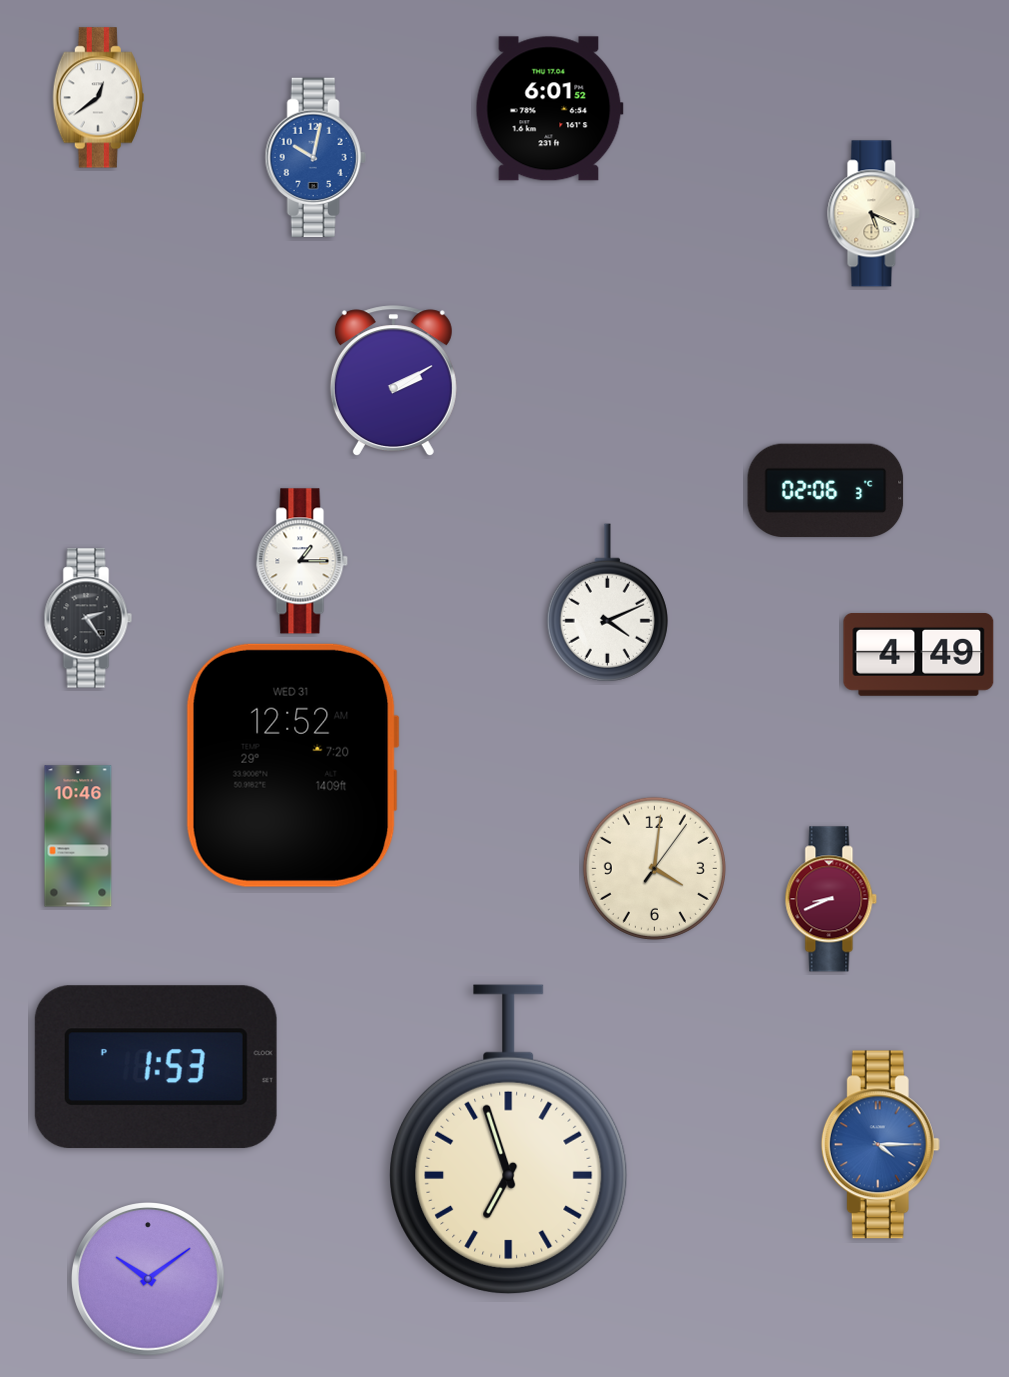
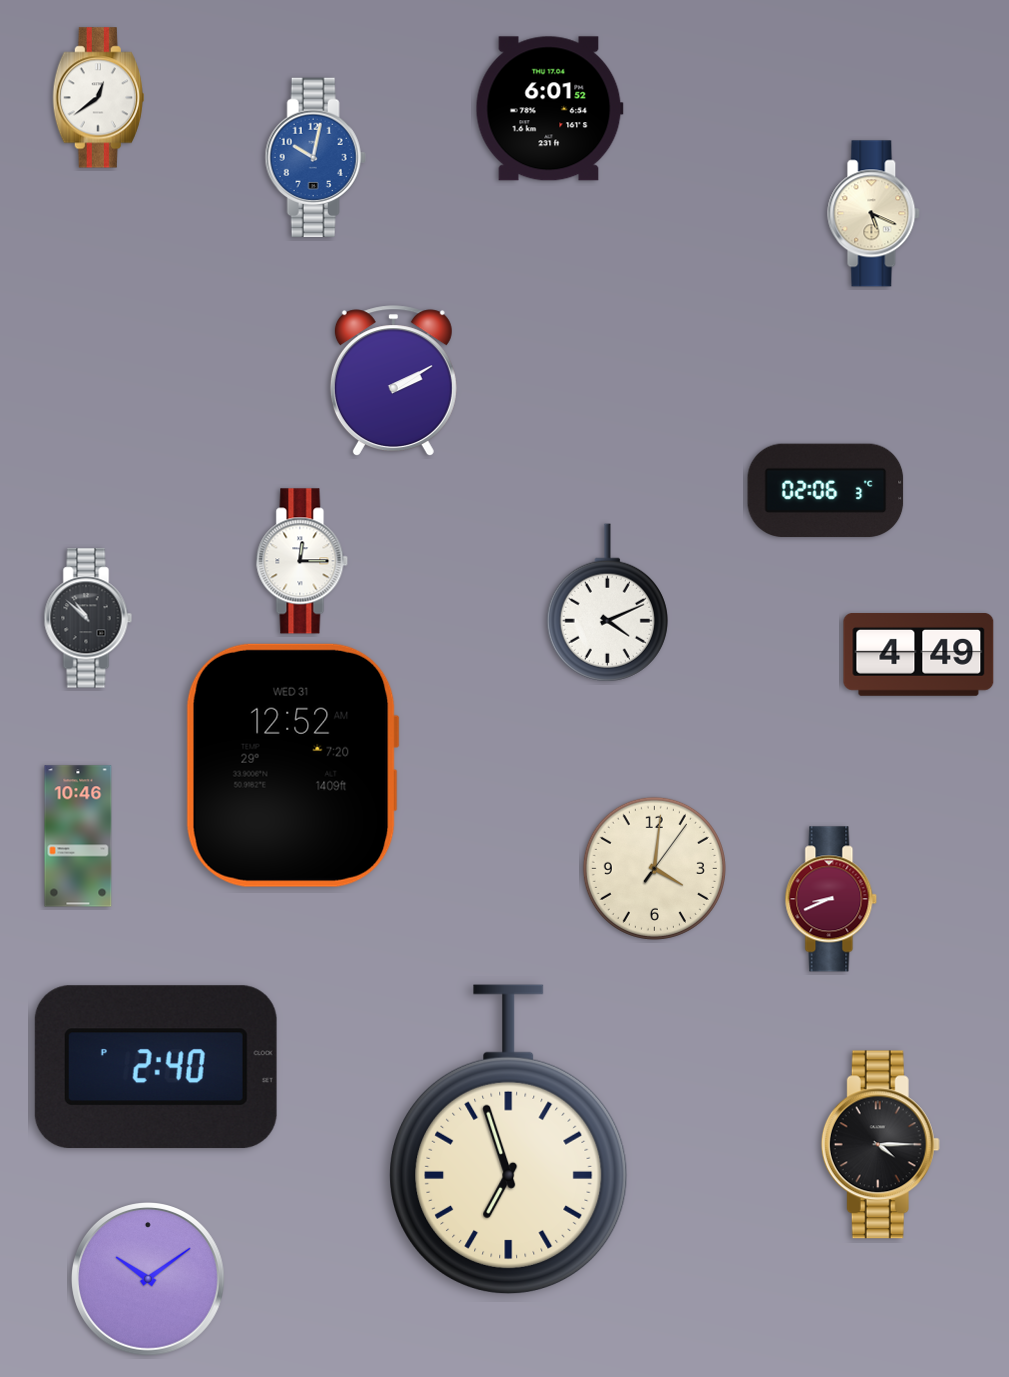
clock at (302, 561): 1:15 -> 12:15
clock at (88, 618): 2:24 -> 10:52
clock at (156, 1067): 1:53 -> 2:40
clock at (880, 1145) dial: blue -> black
